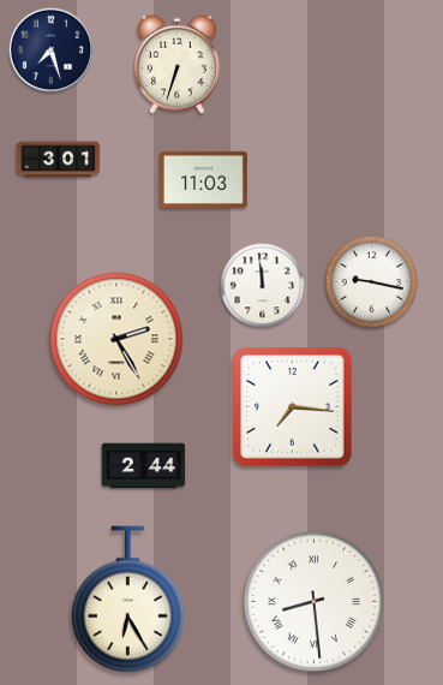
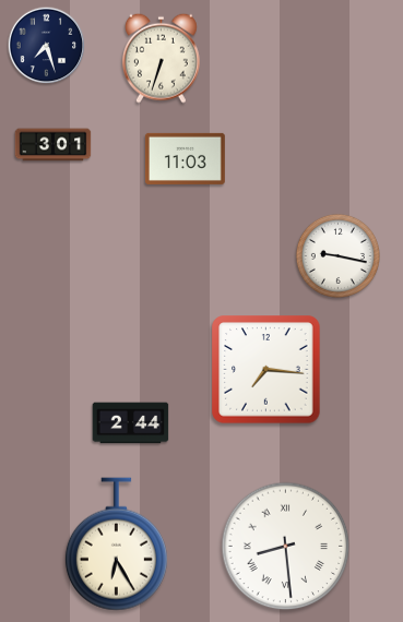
clock at (203, 179) position: (203, 179) -> (185, 158)
clock at (263, 286): 11:59 -> none
clock at (116, 339): 2:25 -> none
